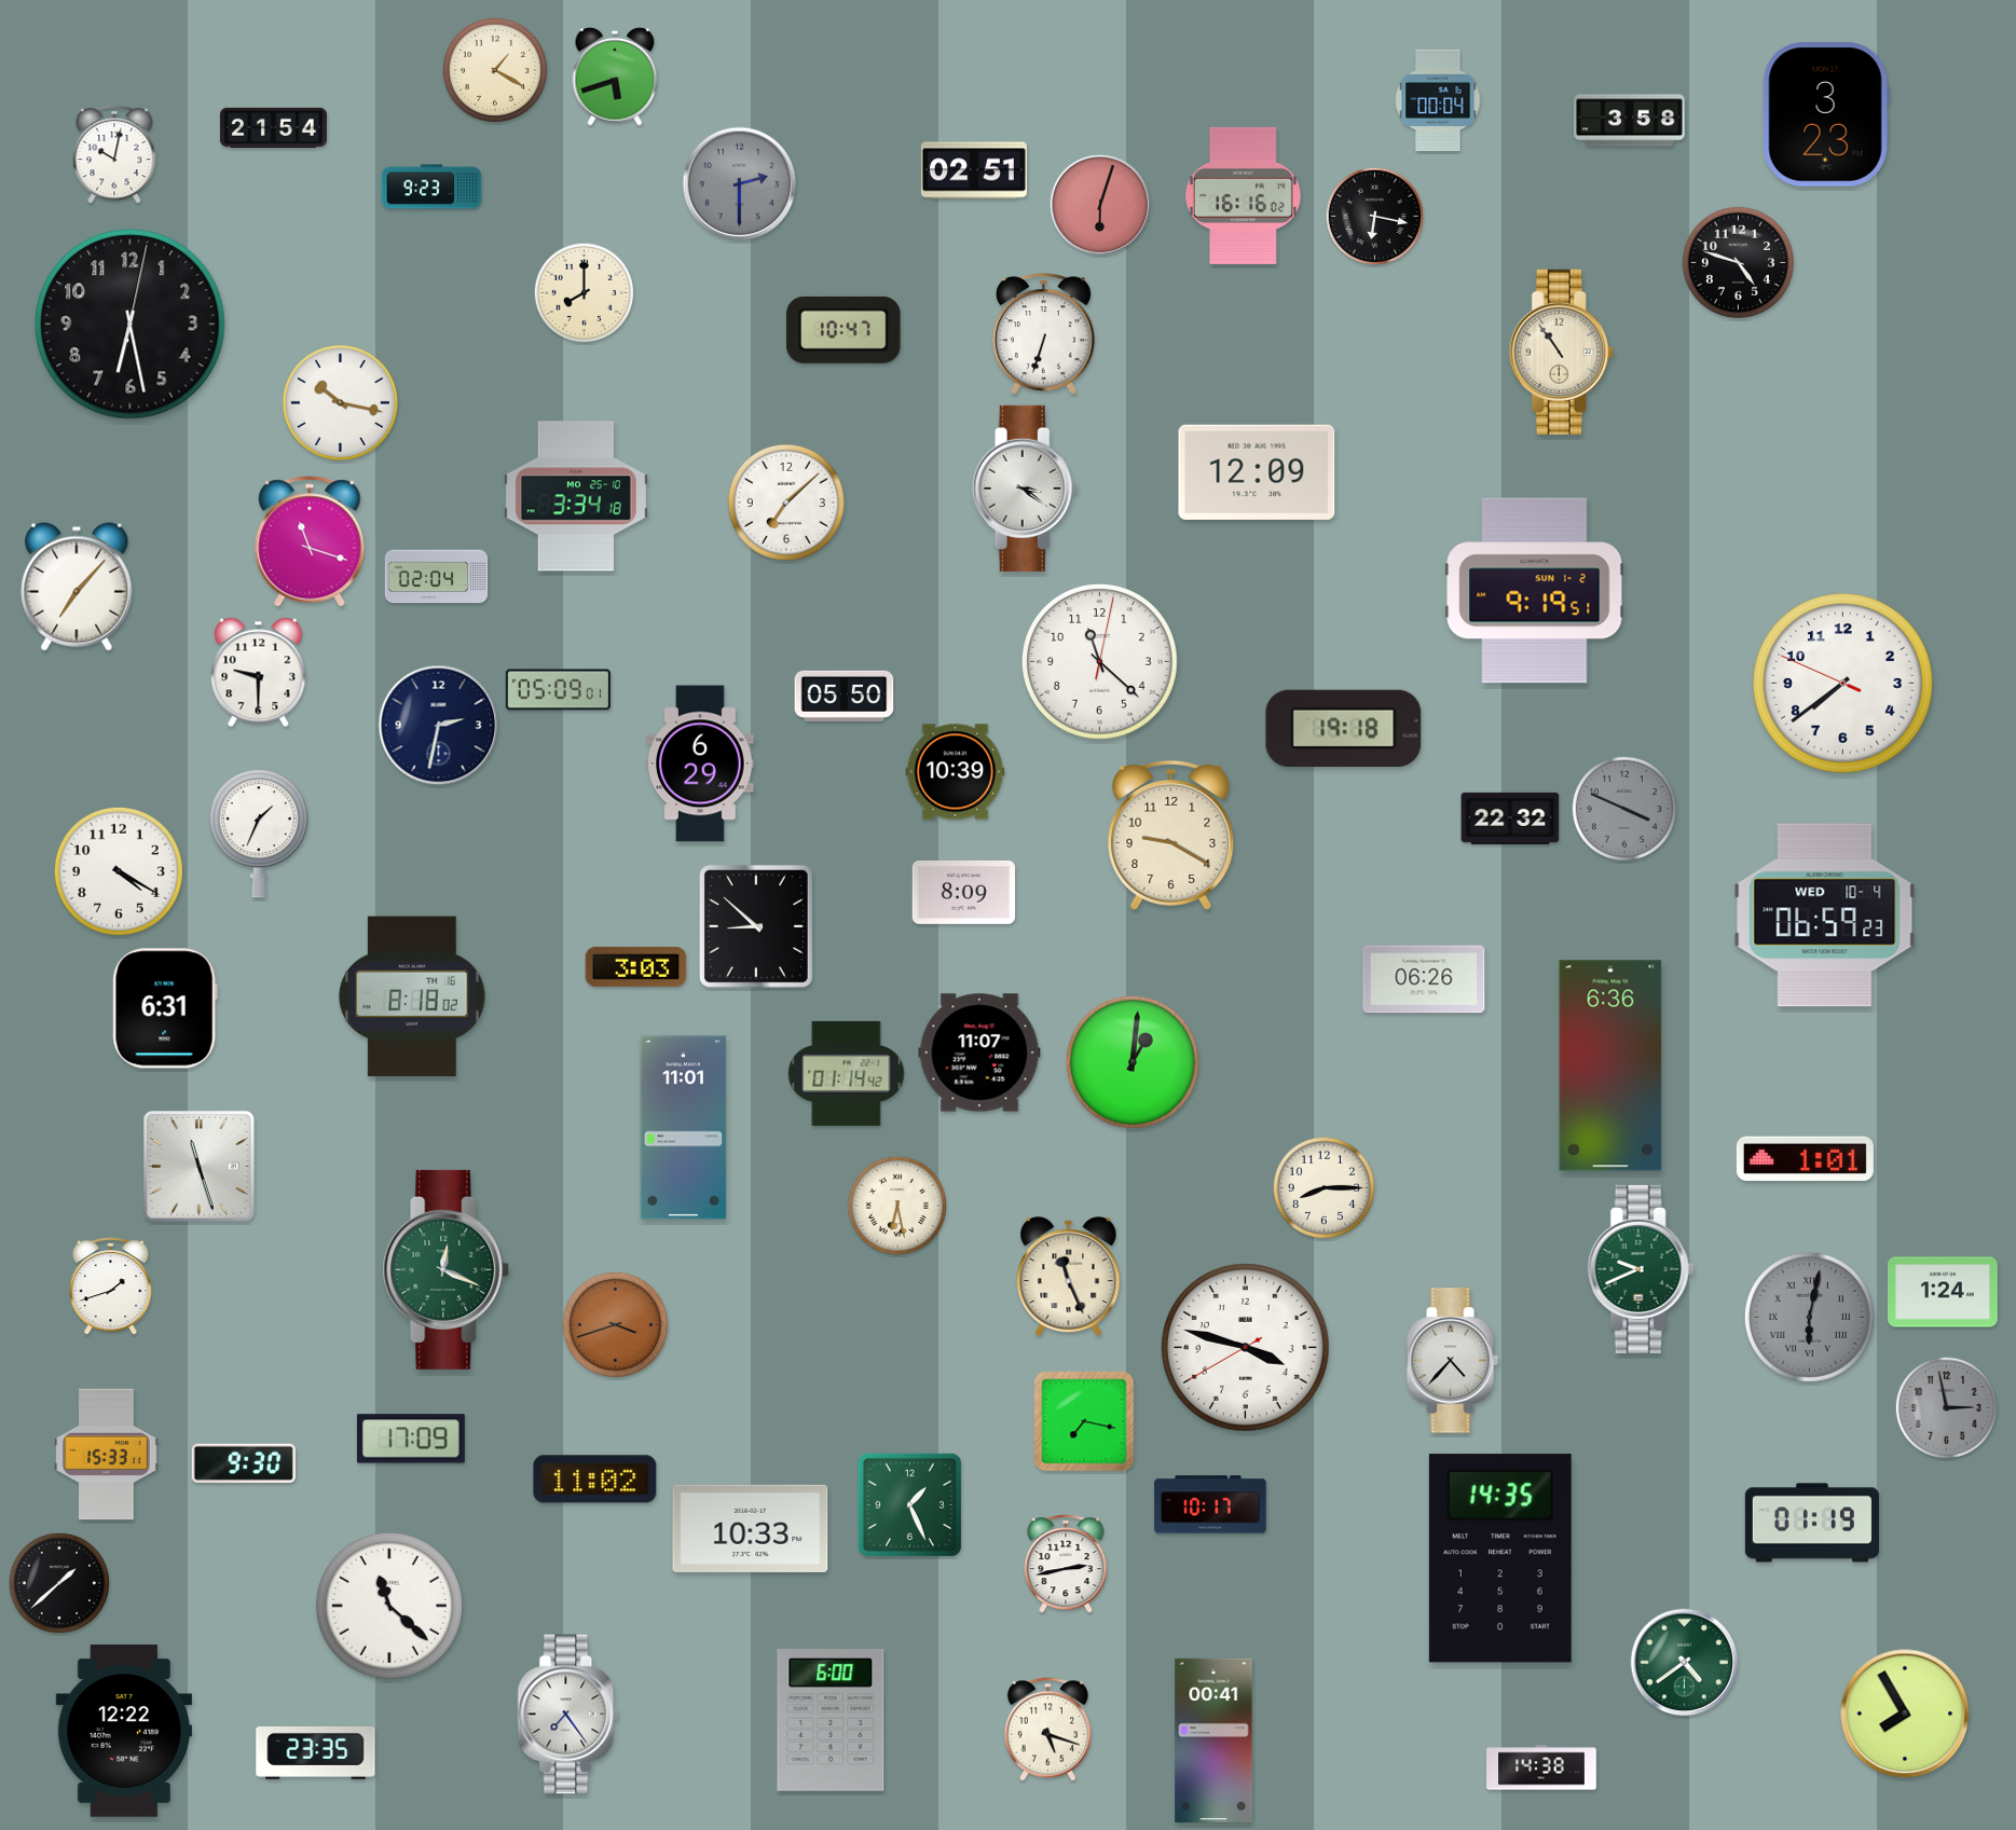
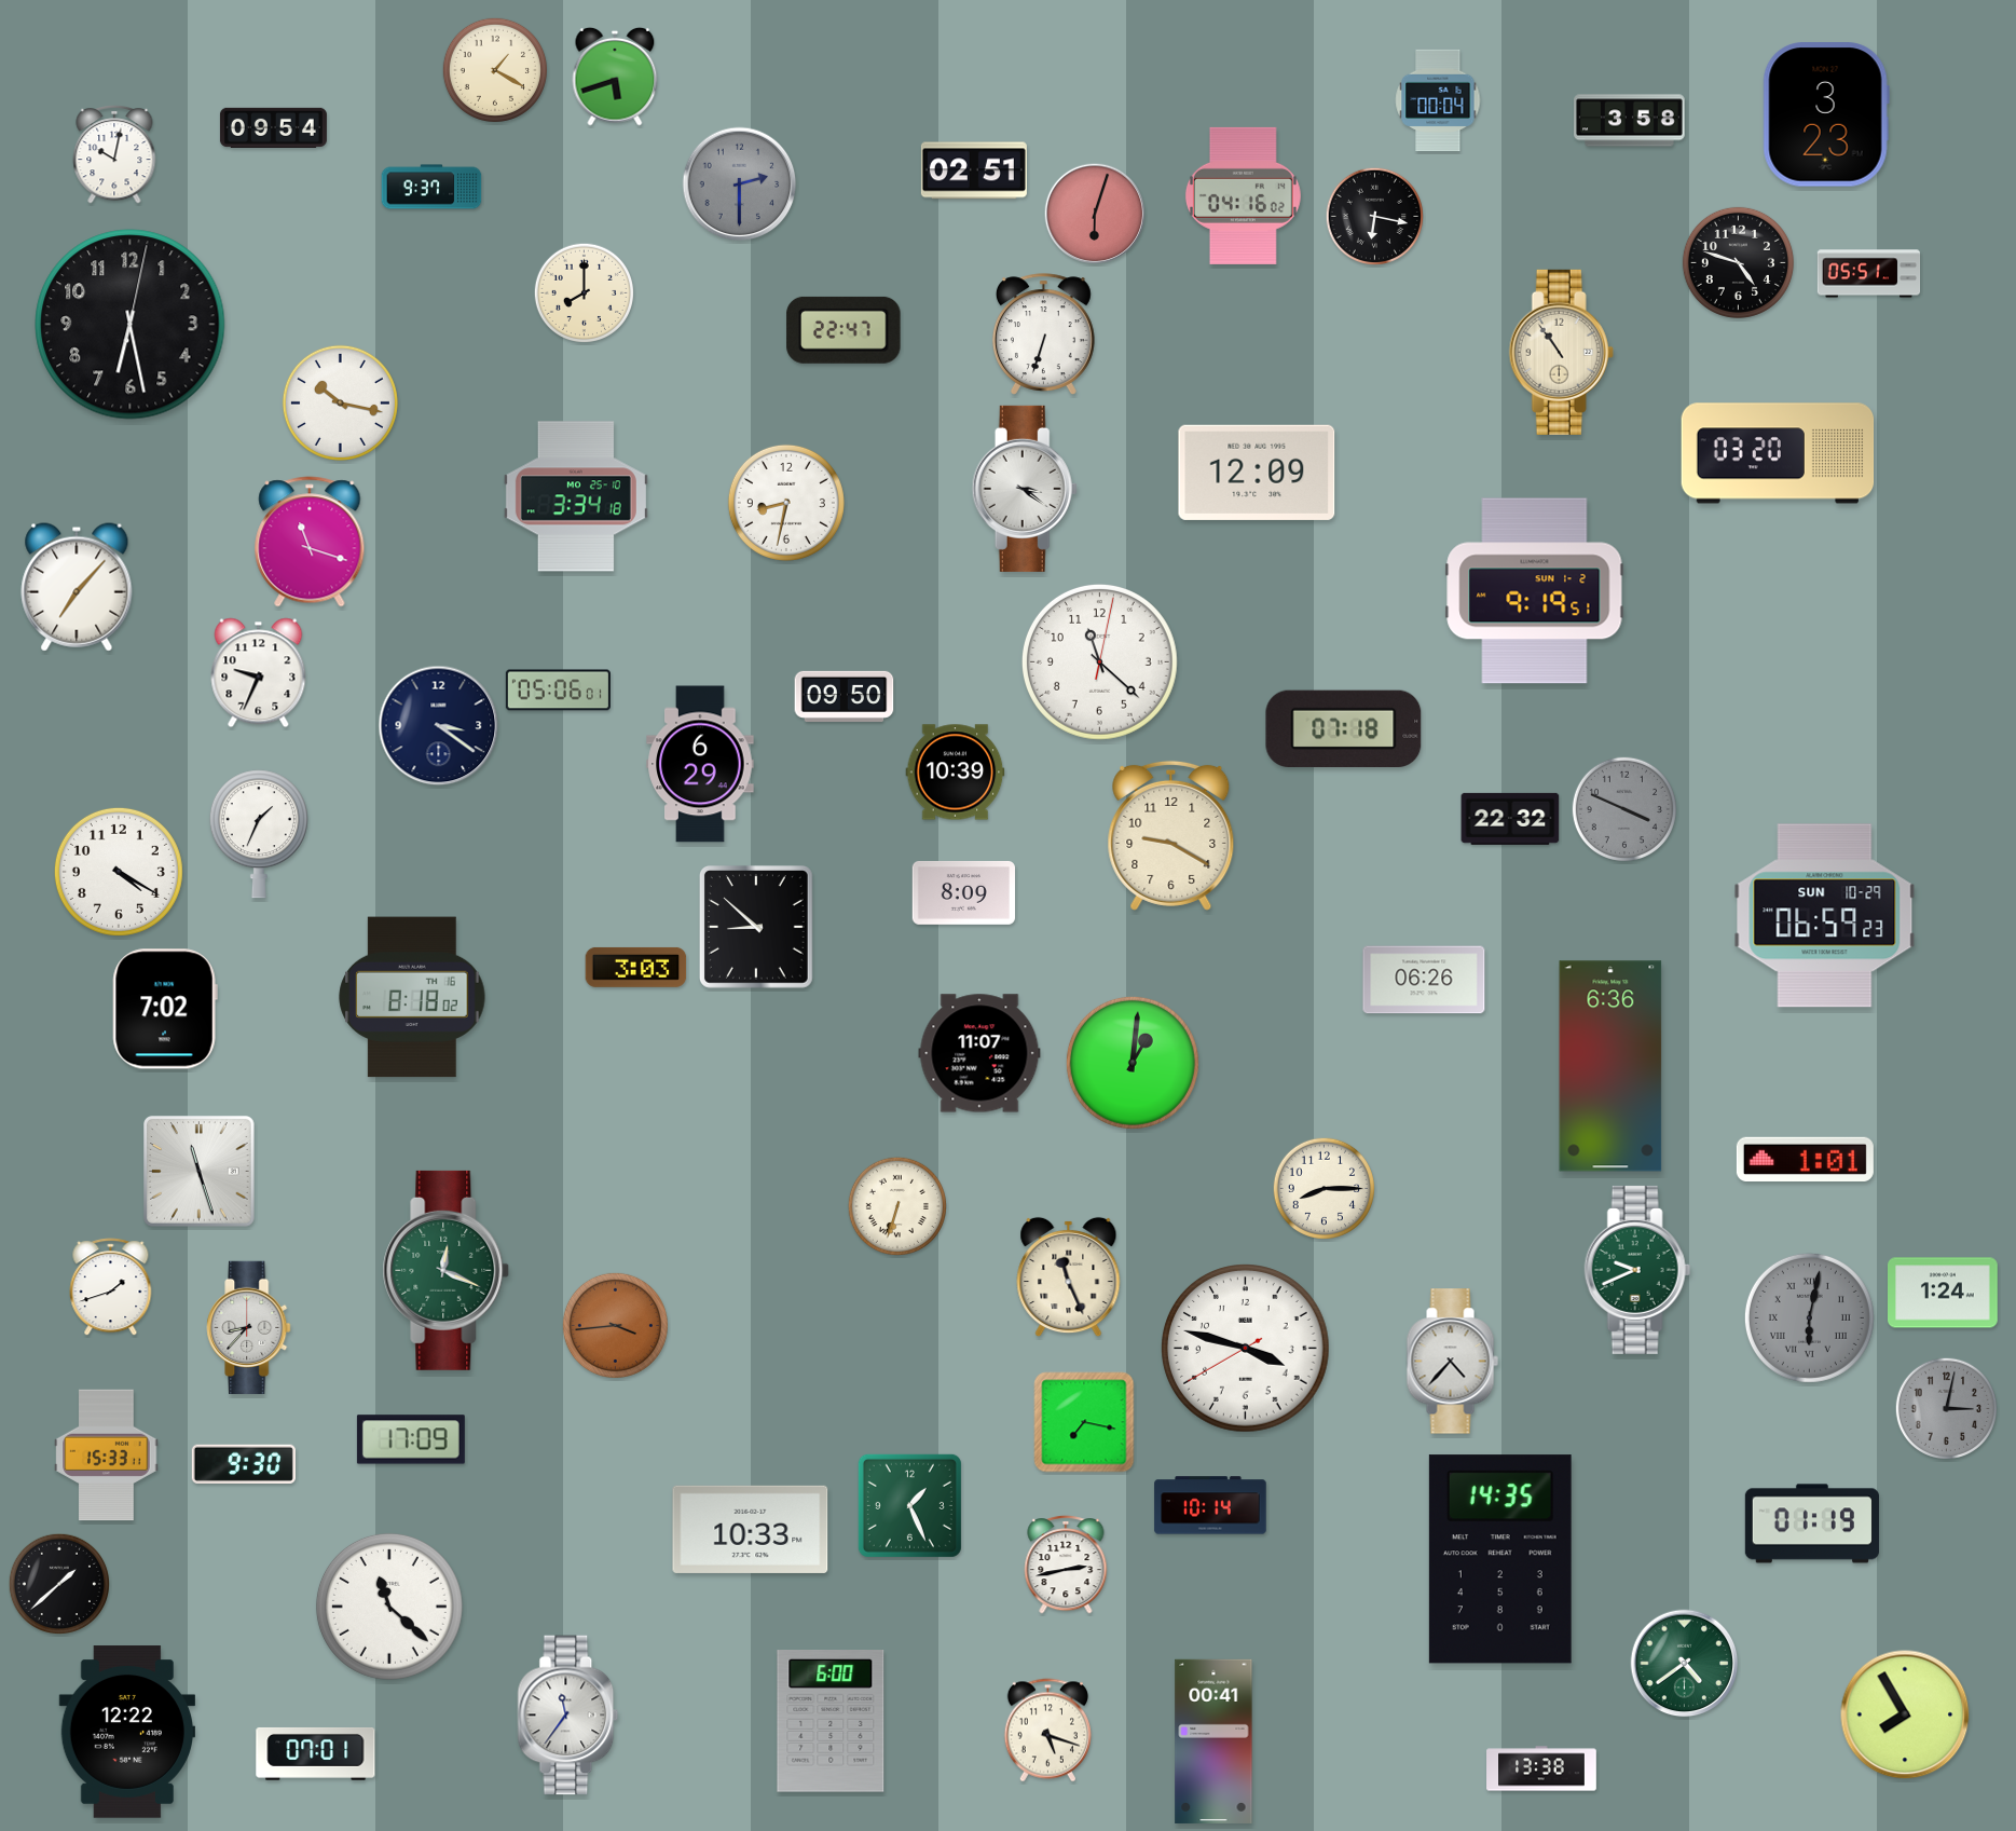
clock at (273, 127): 21:54 -> 09:54
clock at (431, 187): 9:23 -> 9:37
clock at (1243, 195): 16:16 -> 04:16
clock at (1100, 205) position: (1100, 205) -> (1095, 214)
clock at (1869, 274): none -> 05:51
clock at (844, 330): 10:47 -> 22:47
clock at (1778, 453): none -> 03:20
clock at (786, 503): 7:08 -> 8:32
clock at (437, 577): 02:04 -> none
clock at (259, 673): 9:30 -> 9:34
clock at (1843, 684): 7:38 -> none
clock at (558, 690): 05:09 -> 05:06
clock at (845, 696): 05:50 -> 09:50
clock at (439, 726): 2:32 -> 3:21
clock at (1344, 728): 19:18 -> 07:18
clock at (1825, 916) date: WED 10-4 -> SUN 10-29
clock at (165, 1008): 6:31 -> 7:02
clock at (847, 1073): 01:14 -> none
clock at (684, 1128): 11:01 -> none
clock at (200, 1167) position: (200, 1167) -> (200, 1172)
clock at (896, 1205): 6:28 -> 6:33
clock at (1641, 1269) position: (1641, 1269) -> (1637, 1270)
clock at (615, 1324): 3:42 -> 3:44
clock at (249, 1327): none -> 8:37
clock at (1946, 1407): 2:58 -> 3:02
clock at (595, 1480): 11:02 -> none
clock at (1210, 1504): 10:17 -> 10:14
clock at (568, 1715): 7:24 -> 11:36
clock at (123, 1731) position: (123, 1731) -> (126, 1732)
clock at (316, 1752): 23:35 -> 07:01
clock at (1541, 1767): 14:38 -> 13:38
